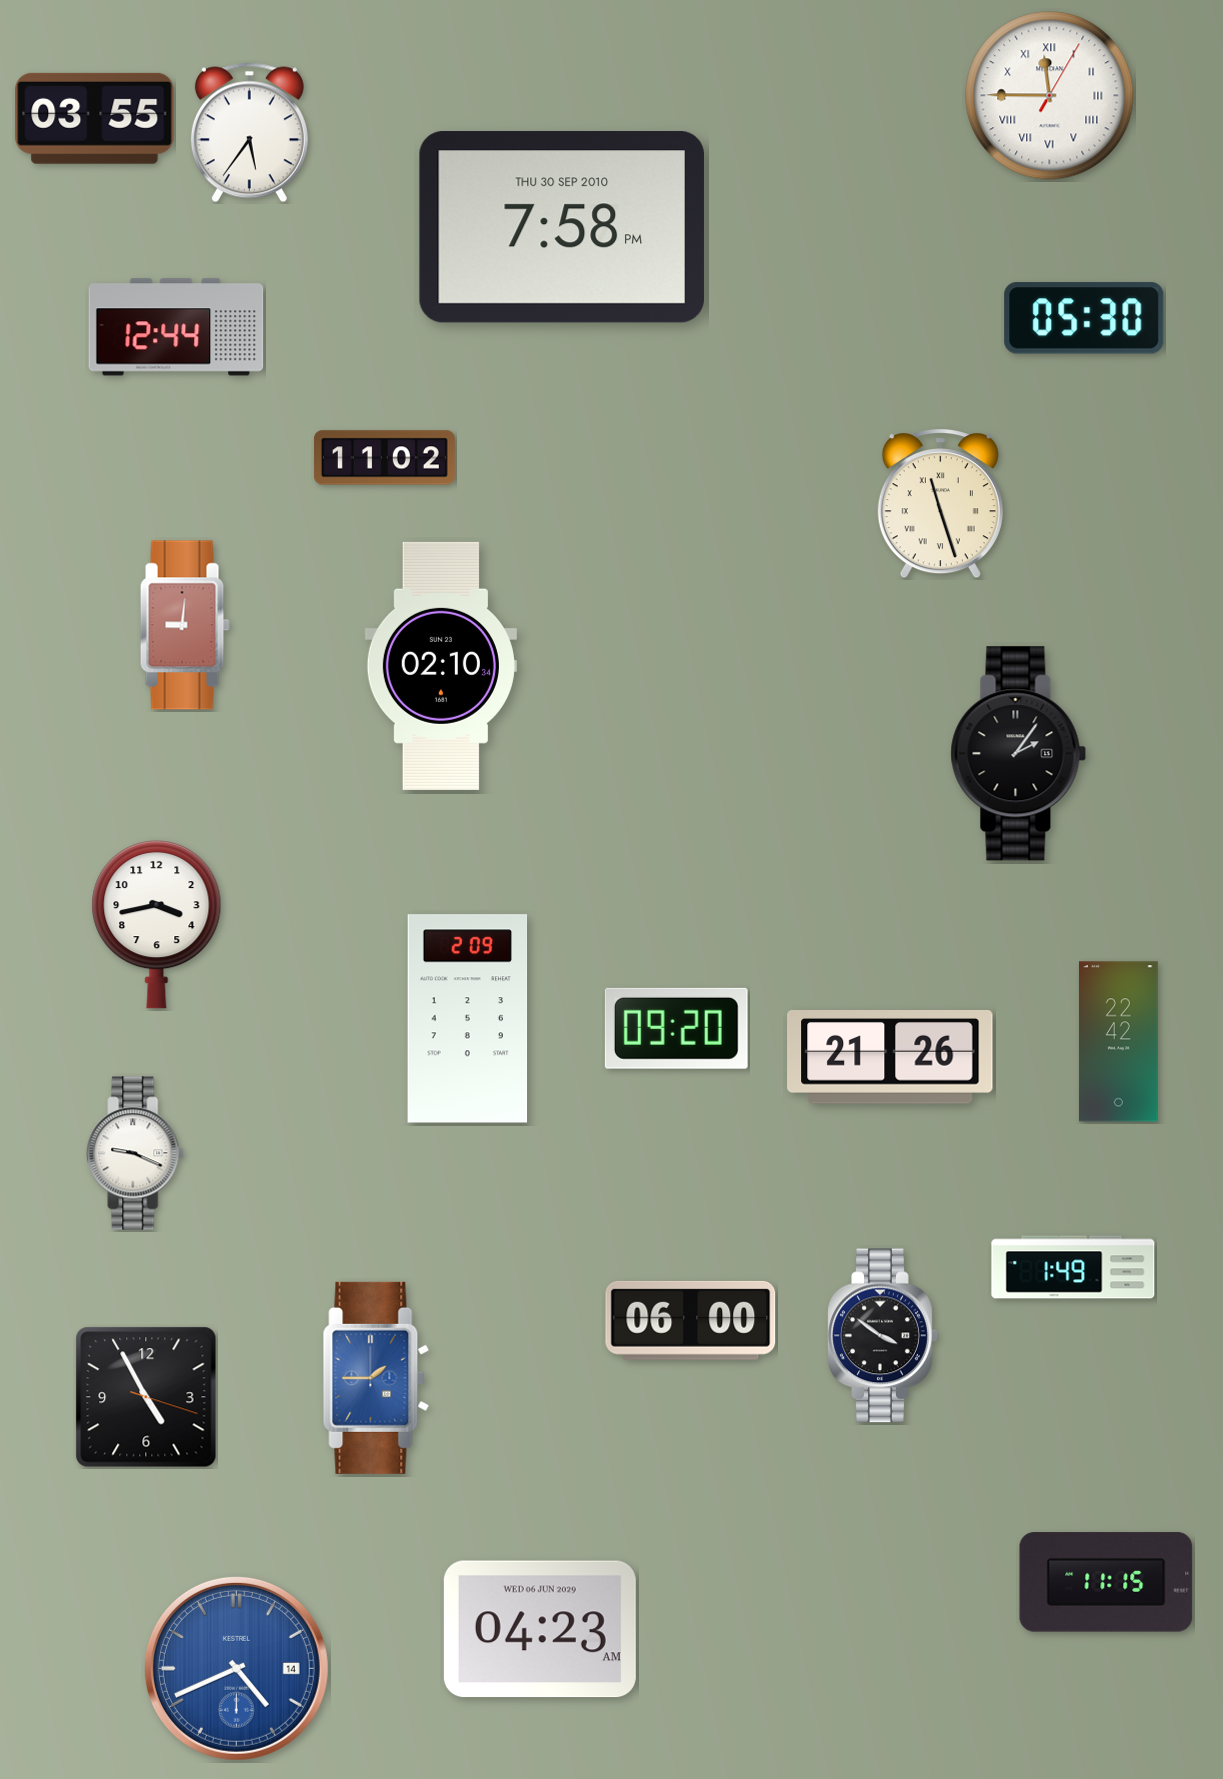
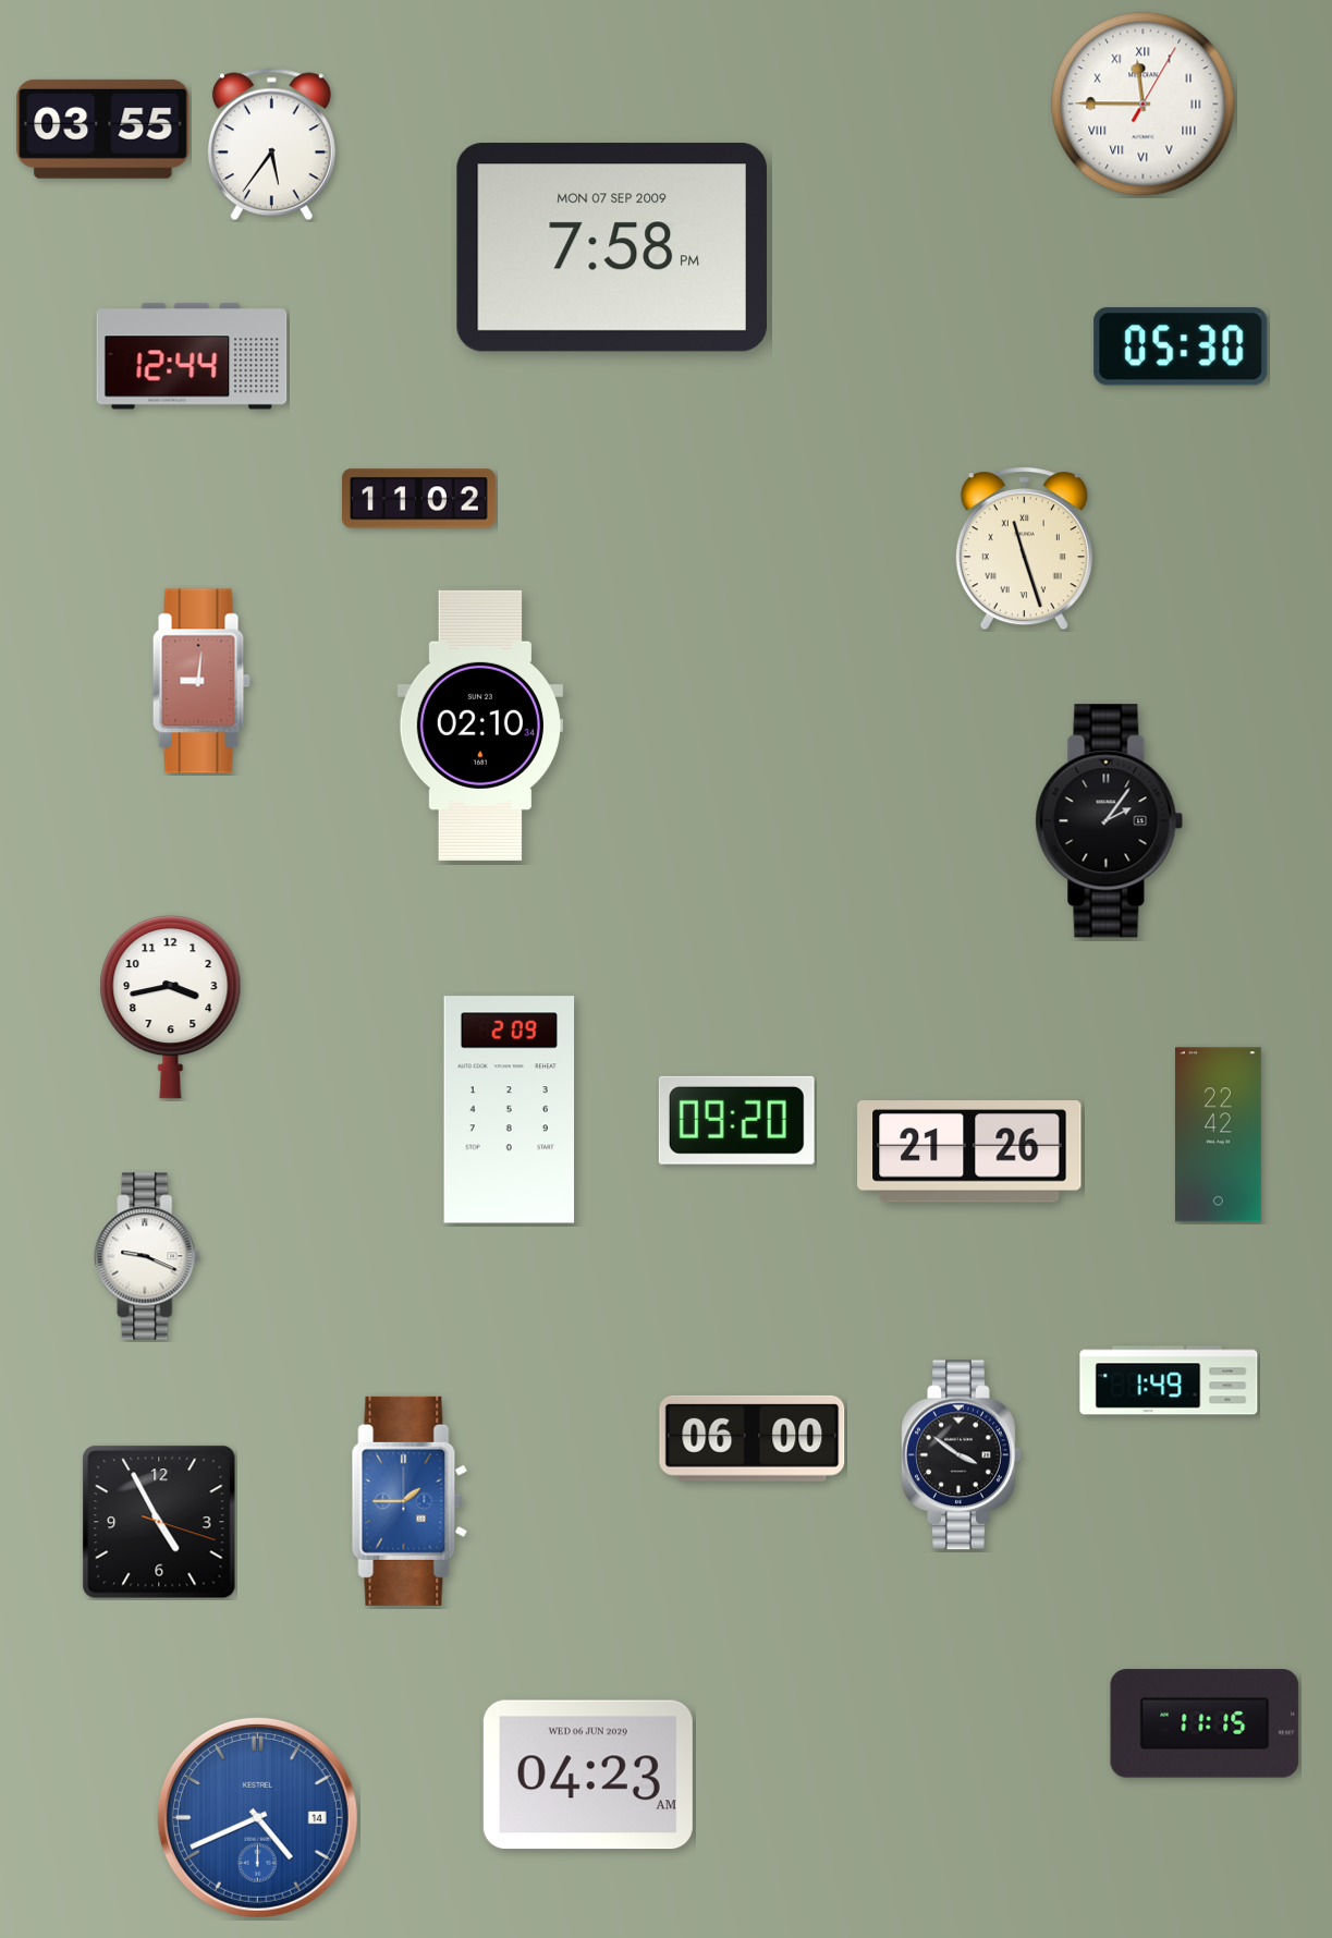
clock at (562, 228) date: THU 30 SEP 2010 -> MON 07 SEP 2009
